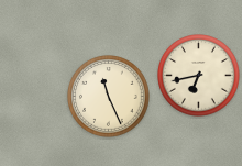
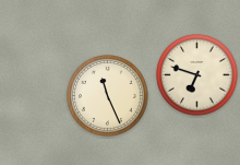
clock at (199, 76): 6:43 -> 6:48
